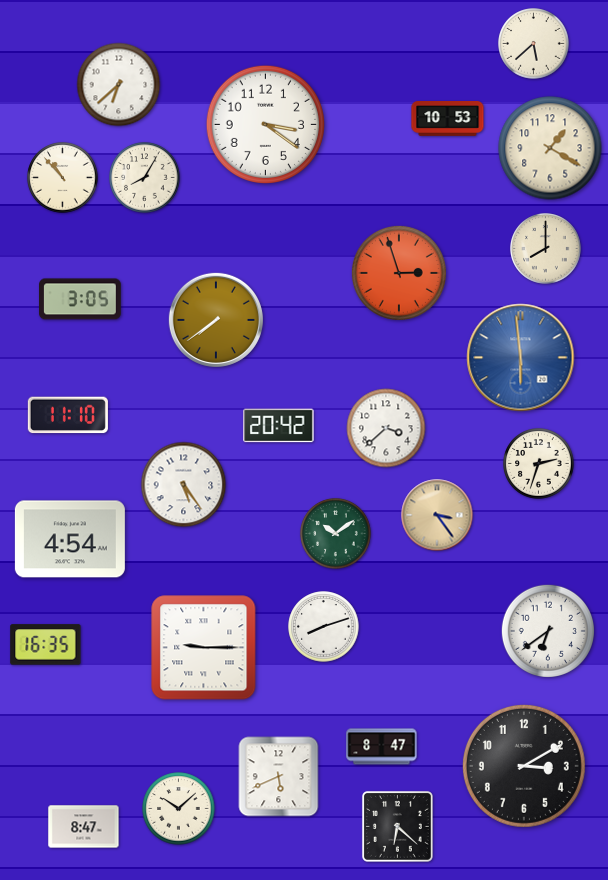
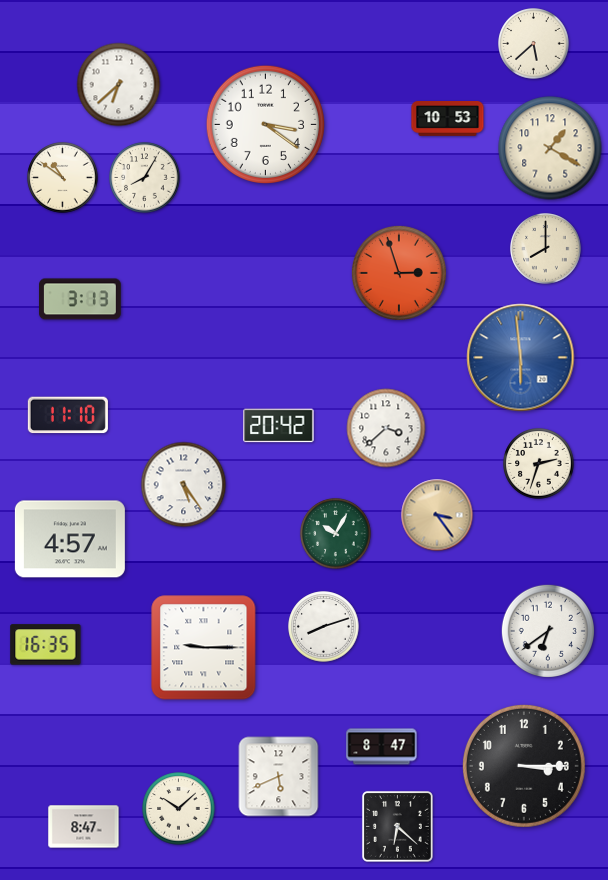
clock at (63, 178): 10:53 -> 10:51
clock at (81, 299): 3:05 -> 3:13
clock at (216, 320): 7:39 -> none
clock at (336, 534): 10:09 -> 10:05
clock at (70, 539): 4:54 -> 4:57
clock at (524, 766): 3:10 -> 3:15
